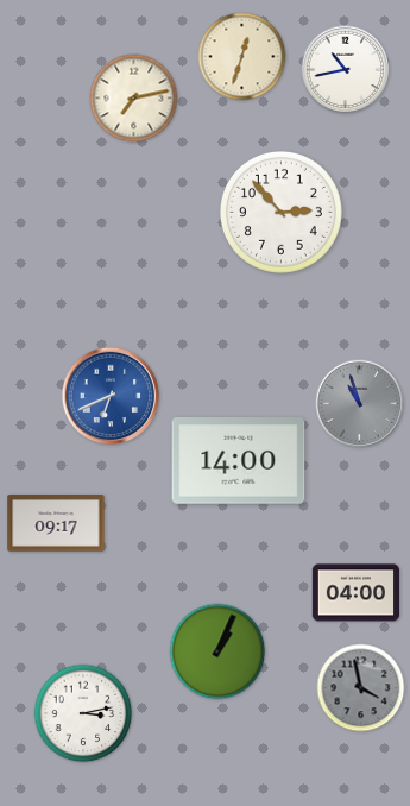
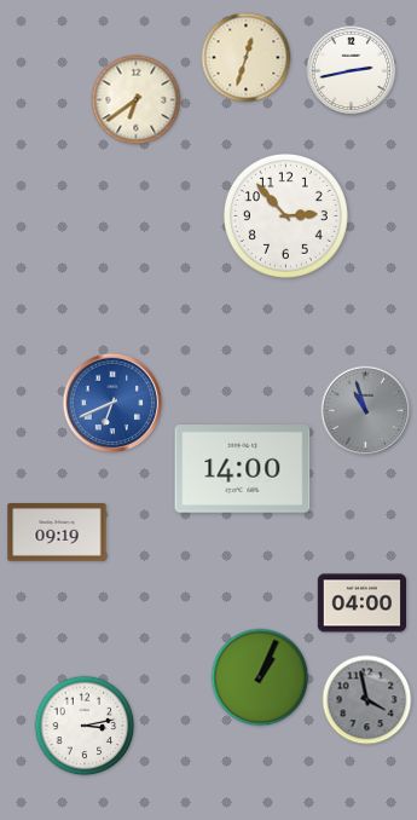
clock at (346, 70): 10:43 -> 2:43
clock at (134, 99): 7:13 -> 6:39
clock at (56, 523): 09:17 -> 09:19
clock at (217, 651) position: (217, 651) -> (260, 677)
